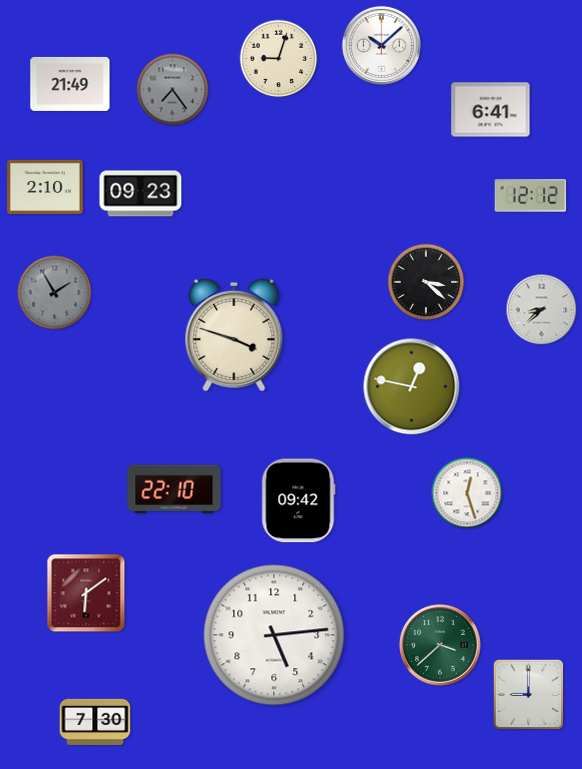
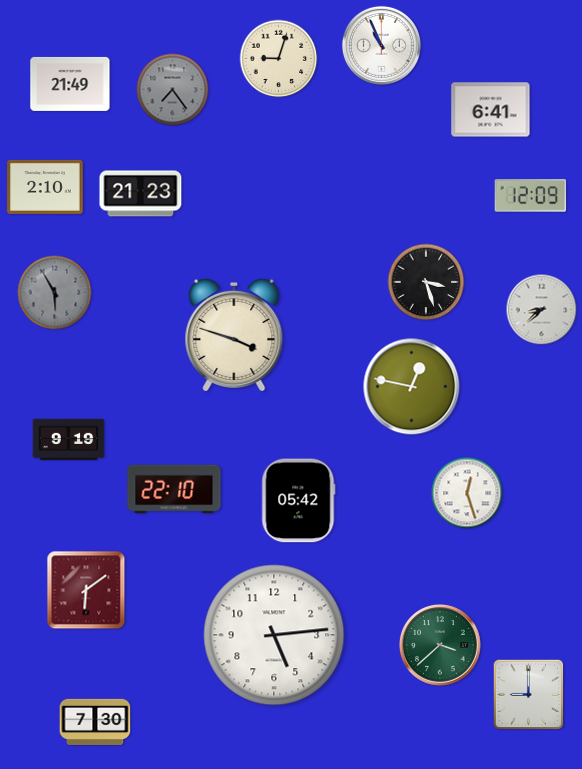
clock at (381, 45): 10:08 -> 10:56
clock at (141, 194): 09:23 -> 21:23
clock at (531, 196): 12:12 -> 12:09
clock at (426, 282): 3:22 -> 3:27
clock at (55, 293): 1:55 -> 5:55
clock at (69, 440): none -> 9:19
clock at (299, 501): 09:42 -> 05:42
clock at (86, 593) position: (86, 593) -> (86, 590)
